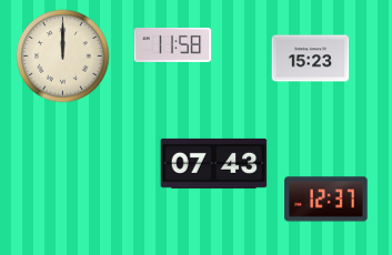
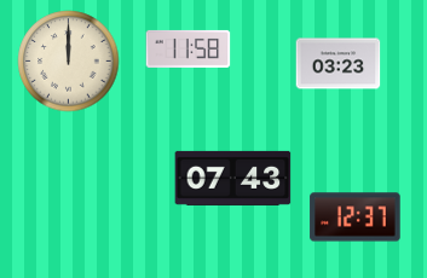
clock at (311, 59): 15:23 -> 03:23
